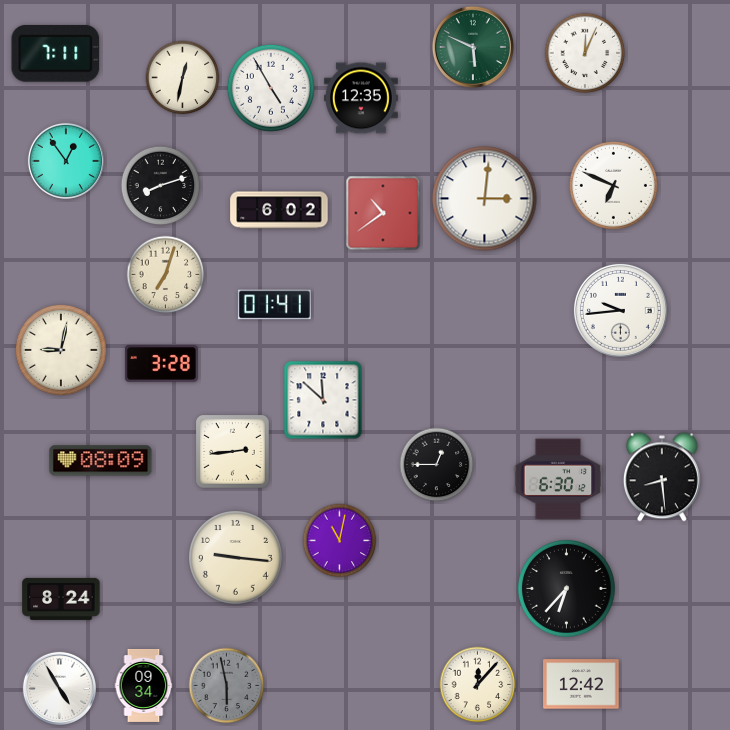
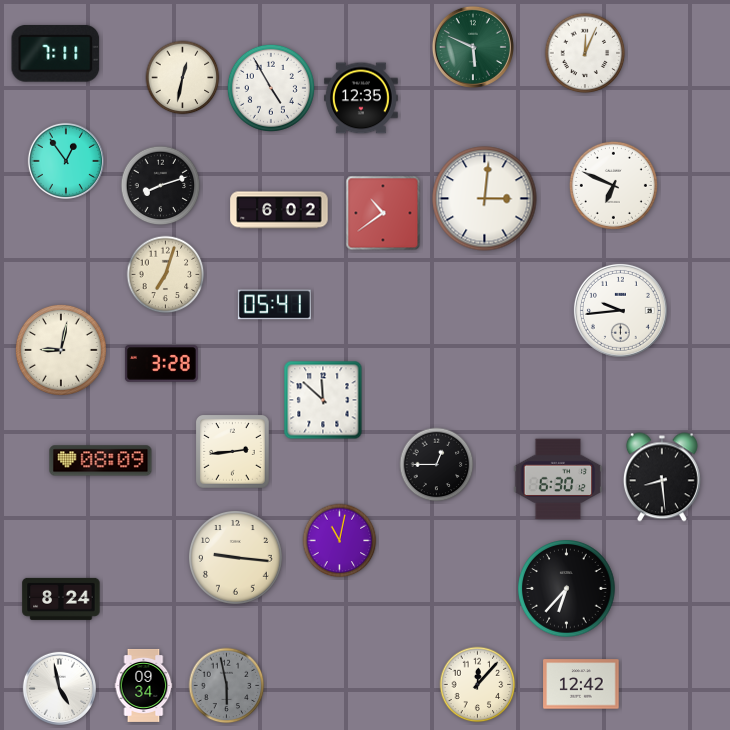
clock at (274, 305): 01:41 -> 05:41
clock at (59, 688): 4:55 -> 4:58
